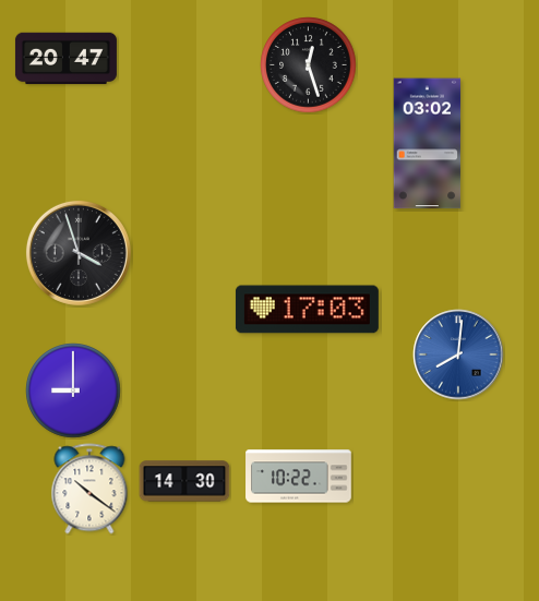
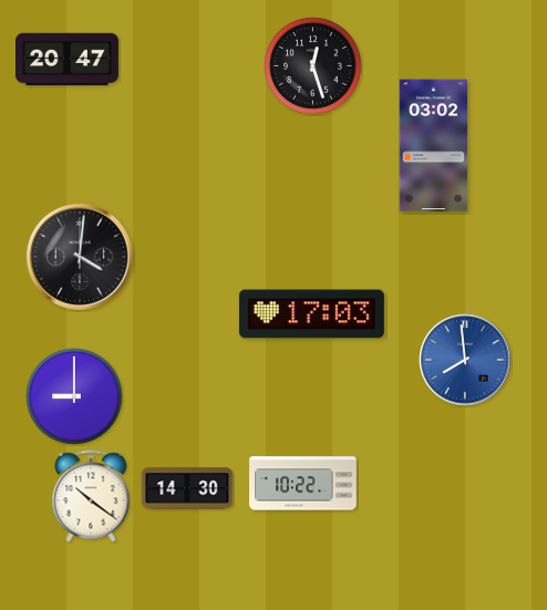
clock at (79, 253): 3:57 -> 4:01
clock at (458, 354): 8:01 -> 7:59
